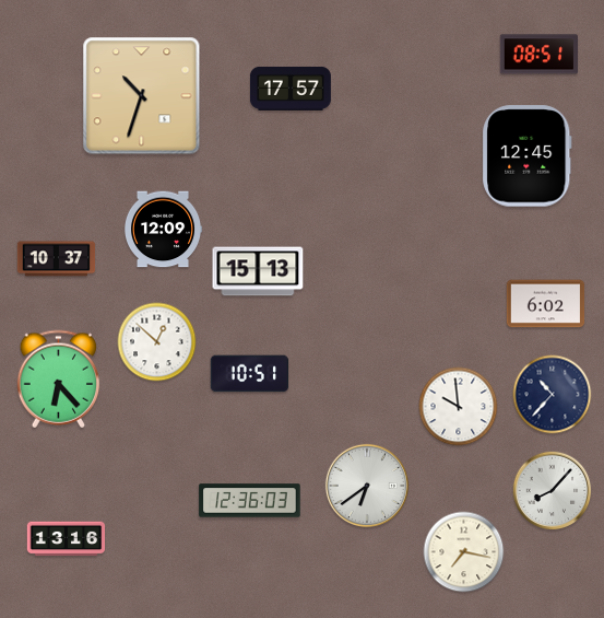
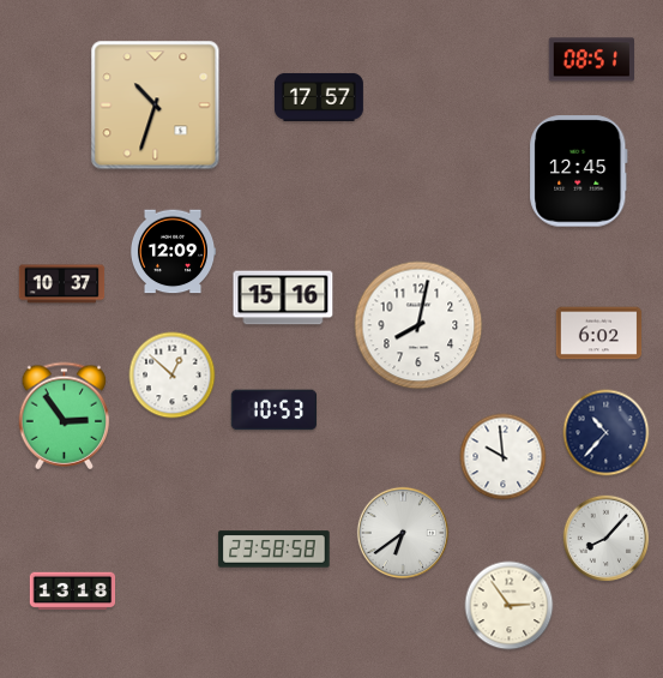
clock at (163, 230) position: (163, 230) -> (173, 252)
clock at (258, 271): 15:13 -> 15:16
clock at (418, 325): none -> 8:02
clock at (250, 374): 10:51 -> 10:53
clock at (59, 380): 6:23 -> 2:54
clock at (459, 407) position: (459, 407) -> (504, 457)
clock at (250, 501): 12:36 -> 23:58
clock at (67, 539): 13:16 -> 13:18
clock at (464, 552): 7:17 -> 2:54
